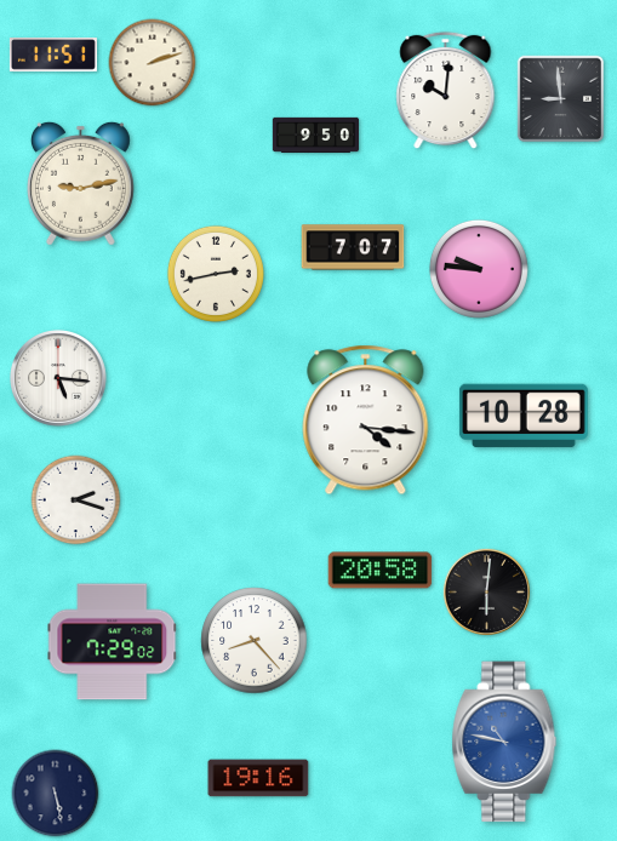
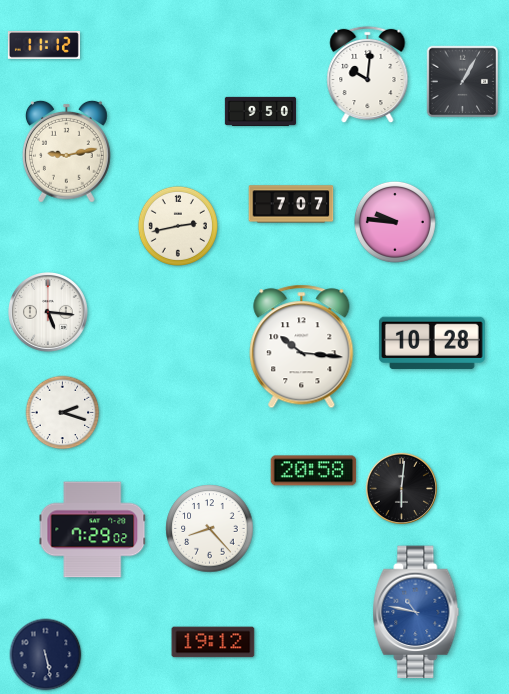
clock at (53, 56): 11:51 -> 11:12
clock at (153, 63): 2:12 -> none
clock at (561, 99): 8:59 -> 1:05
clock at (366, 420): 4:16 -> 10:16
clock at (258, 778): 19:16 -> 19:12
